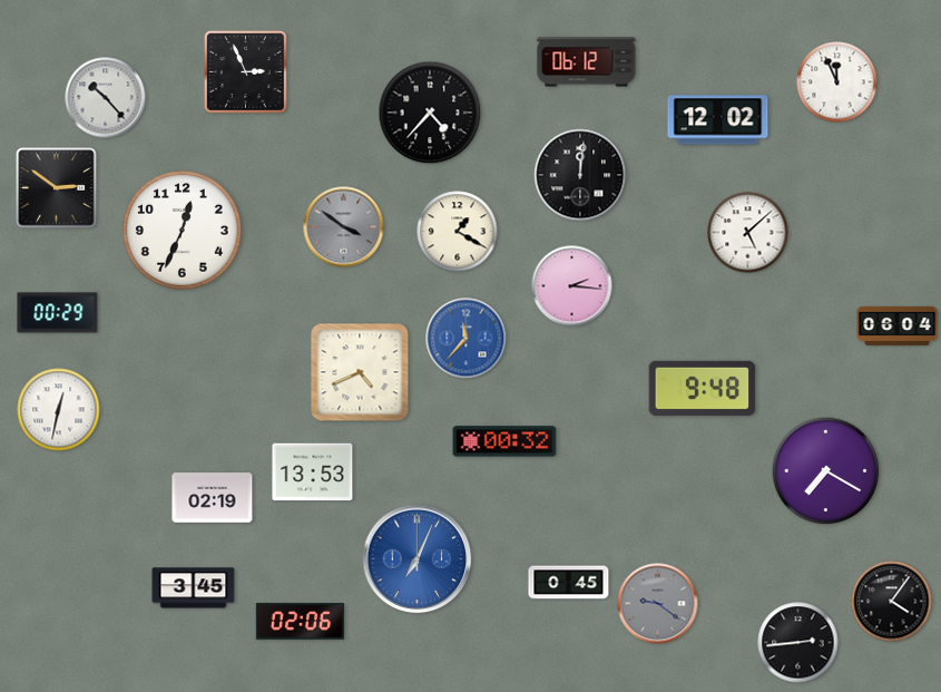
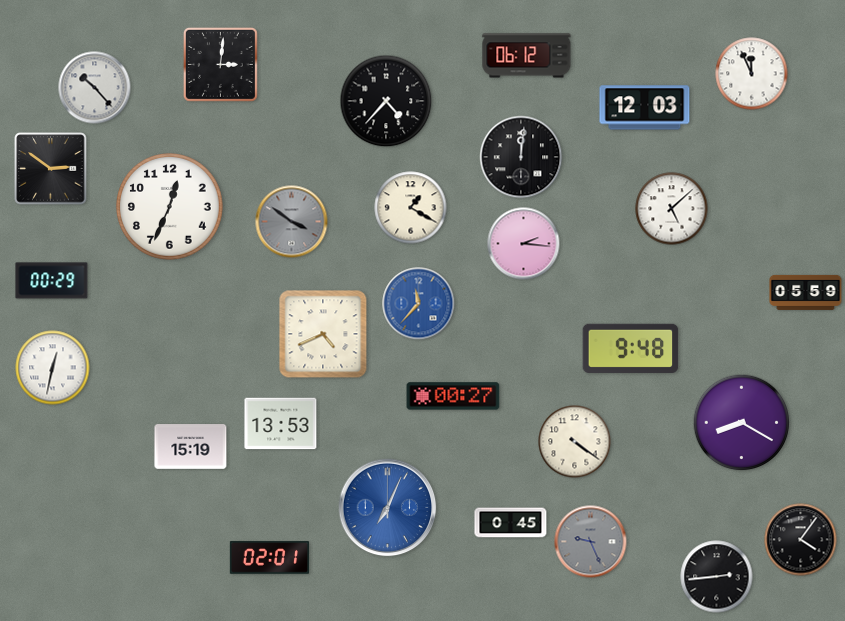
clock at (245, 71): 2:56 -> 3:01
clock at (718, 120): 12:02 -> 12:03
clock at (344, 227) position: (344, 227) -> (292, 222)
clock at (183, 231) position: (183, 231) -> (170, 207)
clock at (572, 286) position: (572, 286) -> (524, 244)
clock at (898, 325): 06:04 -> 05:59
clock at (504, 441): 00:32 -> 00:27
clock at (826, 471): 7:20 -> 8:20
clock at (575, 442): none -> 4:21
clock at (213, 498): 02:19 -> 15:19
clock at (418, 559) position: (418, 559) -> (388, 508)
clock at (194, 588): 3:45 -> none
clock at (658, 604): 9:21 -> 9:26
clock at (300, 622): 02:06 -> 02:01
